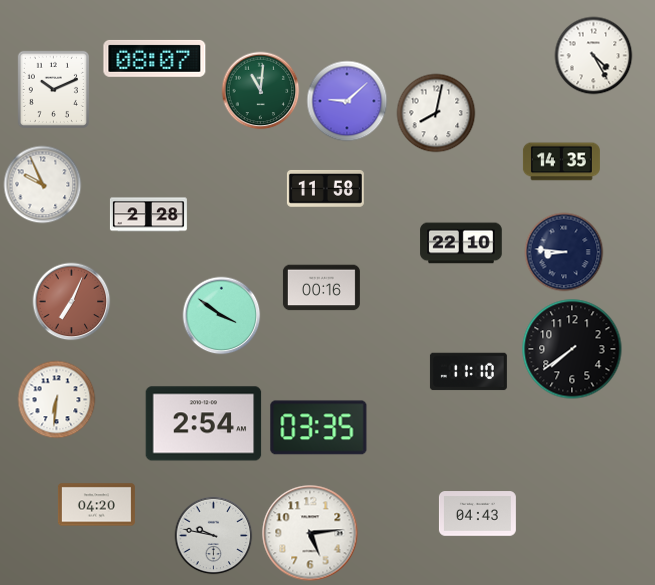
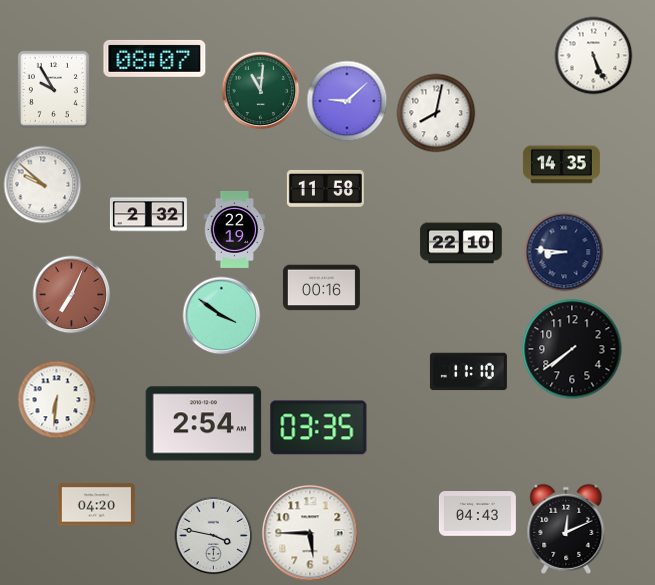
clock at (593, 55): 4:25 -> 5:26
clock at (53, 89): 10:11 -> 9:55
clock at (561, 162) position: (561, 162) -> (561, 165)
clock at (42, 184): 9:56 -> 9:52
clock at (148, 215): 2:28 -> 2:32
clock at (235, 229): none -> 22:19
clock at (71, 301) position: (71, 301) -> (71, 294)
clock at (566, 529): none -> 12:11
clock at (310, 533): 5:14 -> 5:45
clock at (213, 535): 9:47 -> 3:47
